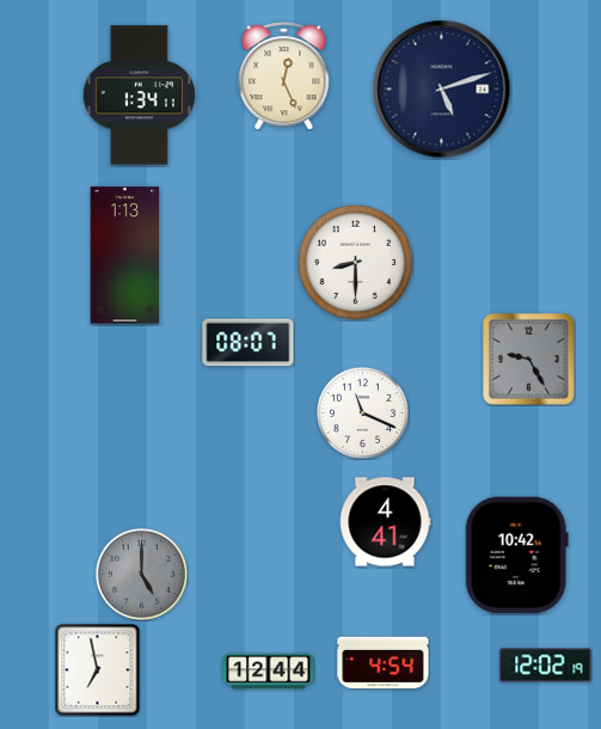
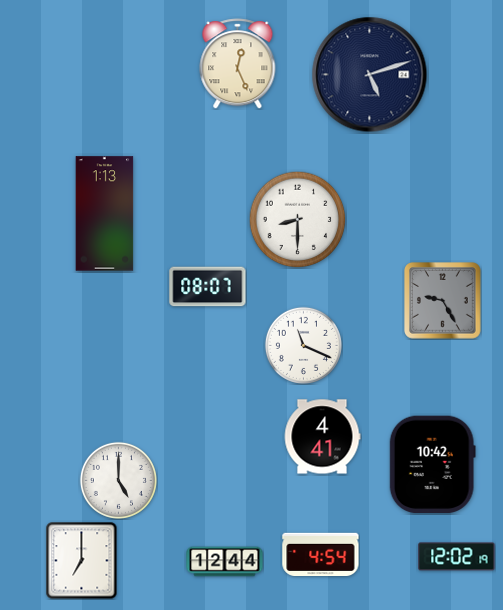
clock at (139, 96): 1:34 -> none
clock at (141, 574) dial: grey -> white
clock at (98, 669): 6:58 -> 7:00
